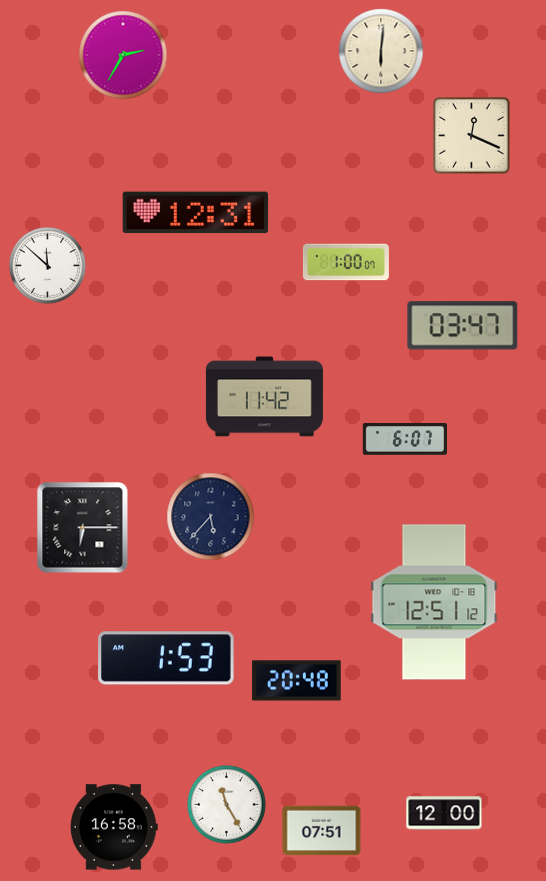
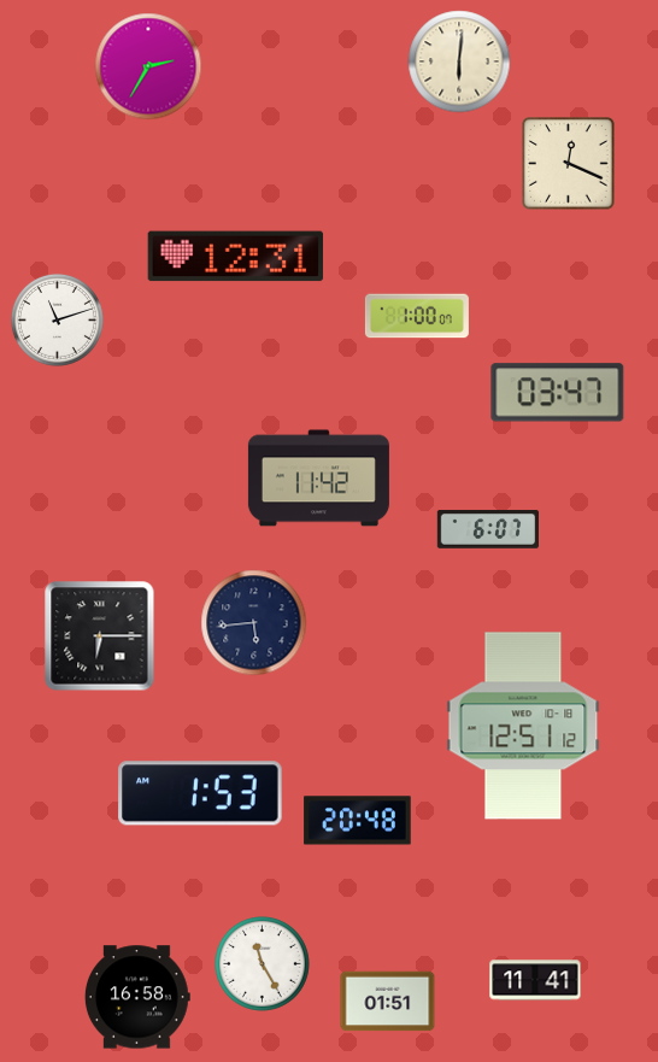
clock at (47, 265): 11:52 -> 11:12
clock at (211, 517): 5:37 -> 5:44
clock at (227, 805) position: (227, 805) -> (263, 964)
clock at (444, 813): 12:00 -> 11:41
clock at (322, 831): 07:51 -> 01:51
